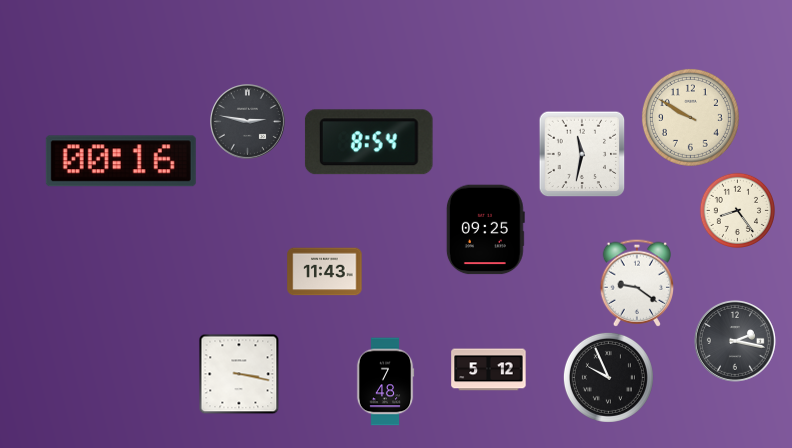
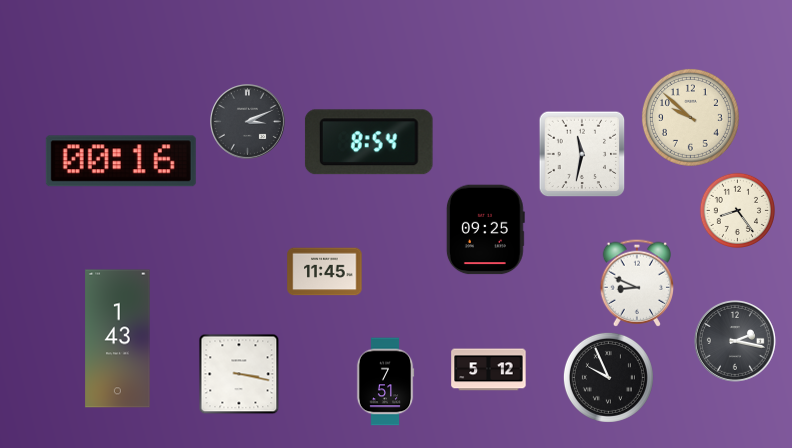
clock at (690, 117): 9:50 -> 9:52
clock at (248, 122): 2:47 -> 3:11
clock at (325, 272): 11:43 -> 11:45
clock at (636, 283): 9:21 -> 8:49
clock at (118, 339): none -> 1:43
clock at (385, 382): 7:48 -> 7:51
